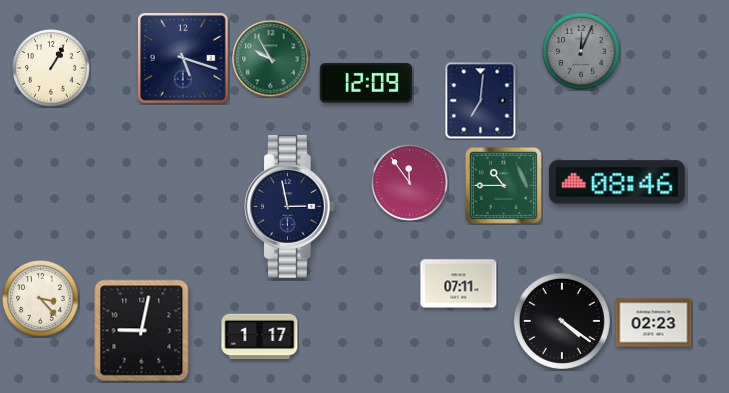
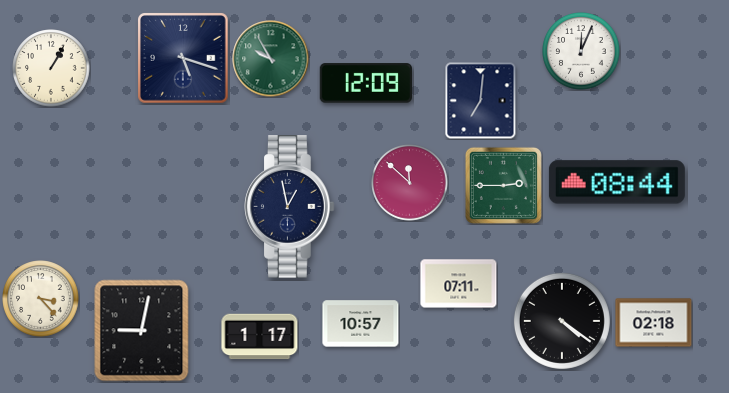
clock at (581, 51) dial: grey -> white
clock at (617, 182): 08:46 -> 08:44
clock at (410, 183): 11:54 -> 11:52
clock at (503, 185): 10:45 -> 2:45
clock at (290, 207): 2:58 -> 12:58
clock at (654, 323): 02:23 -> 02:18
clock at (361, 324): none -> 10:57
